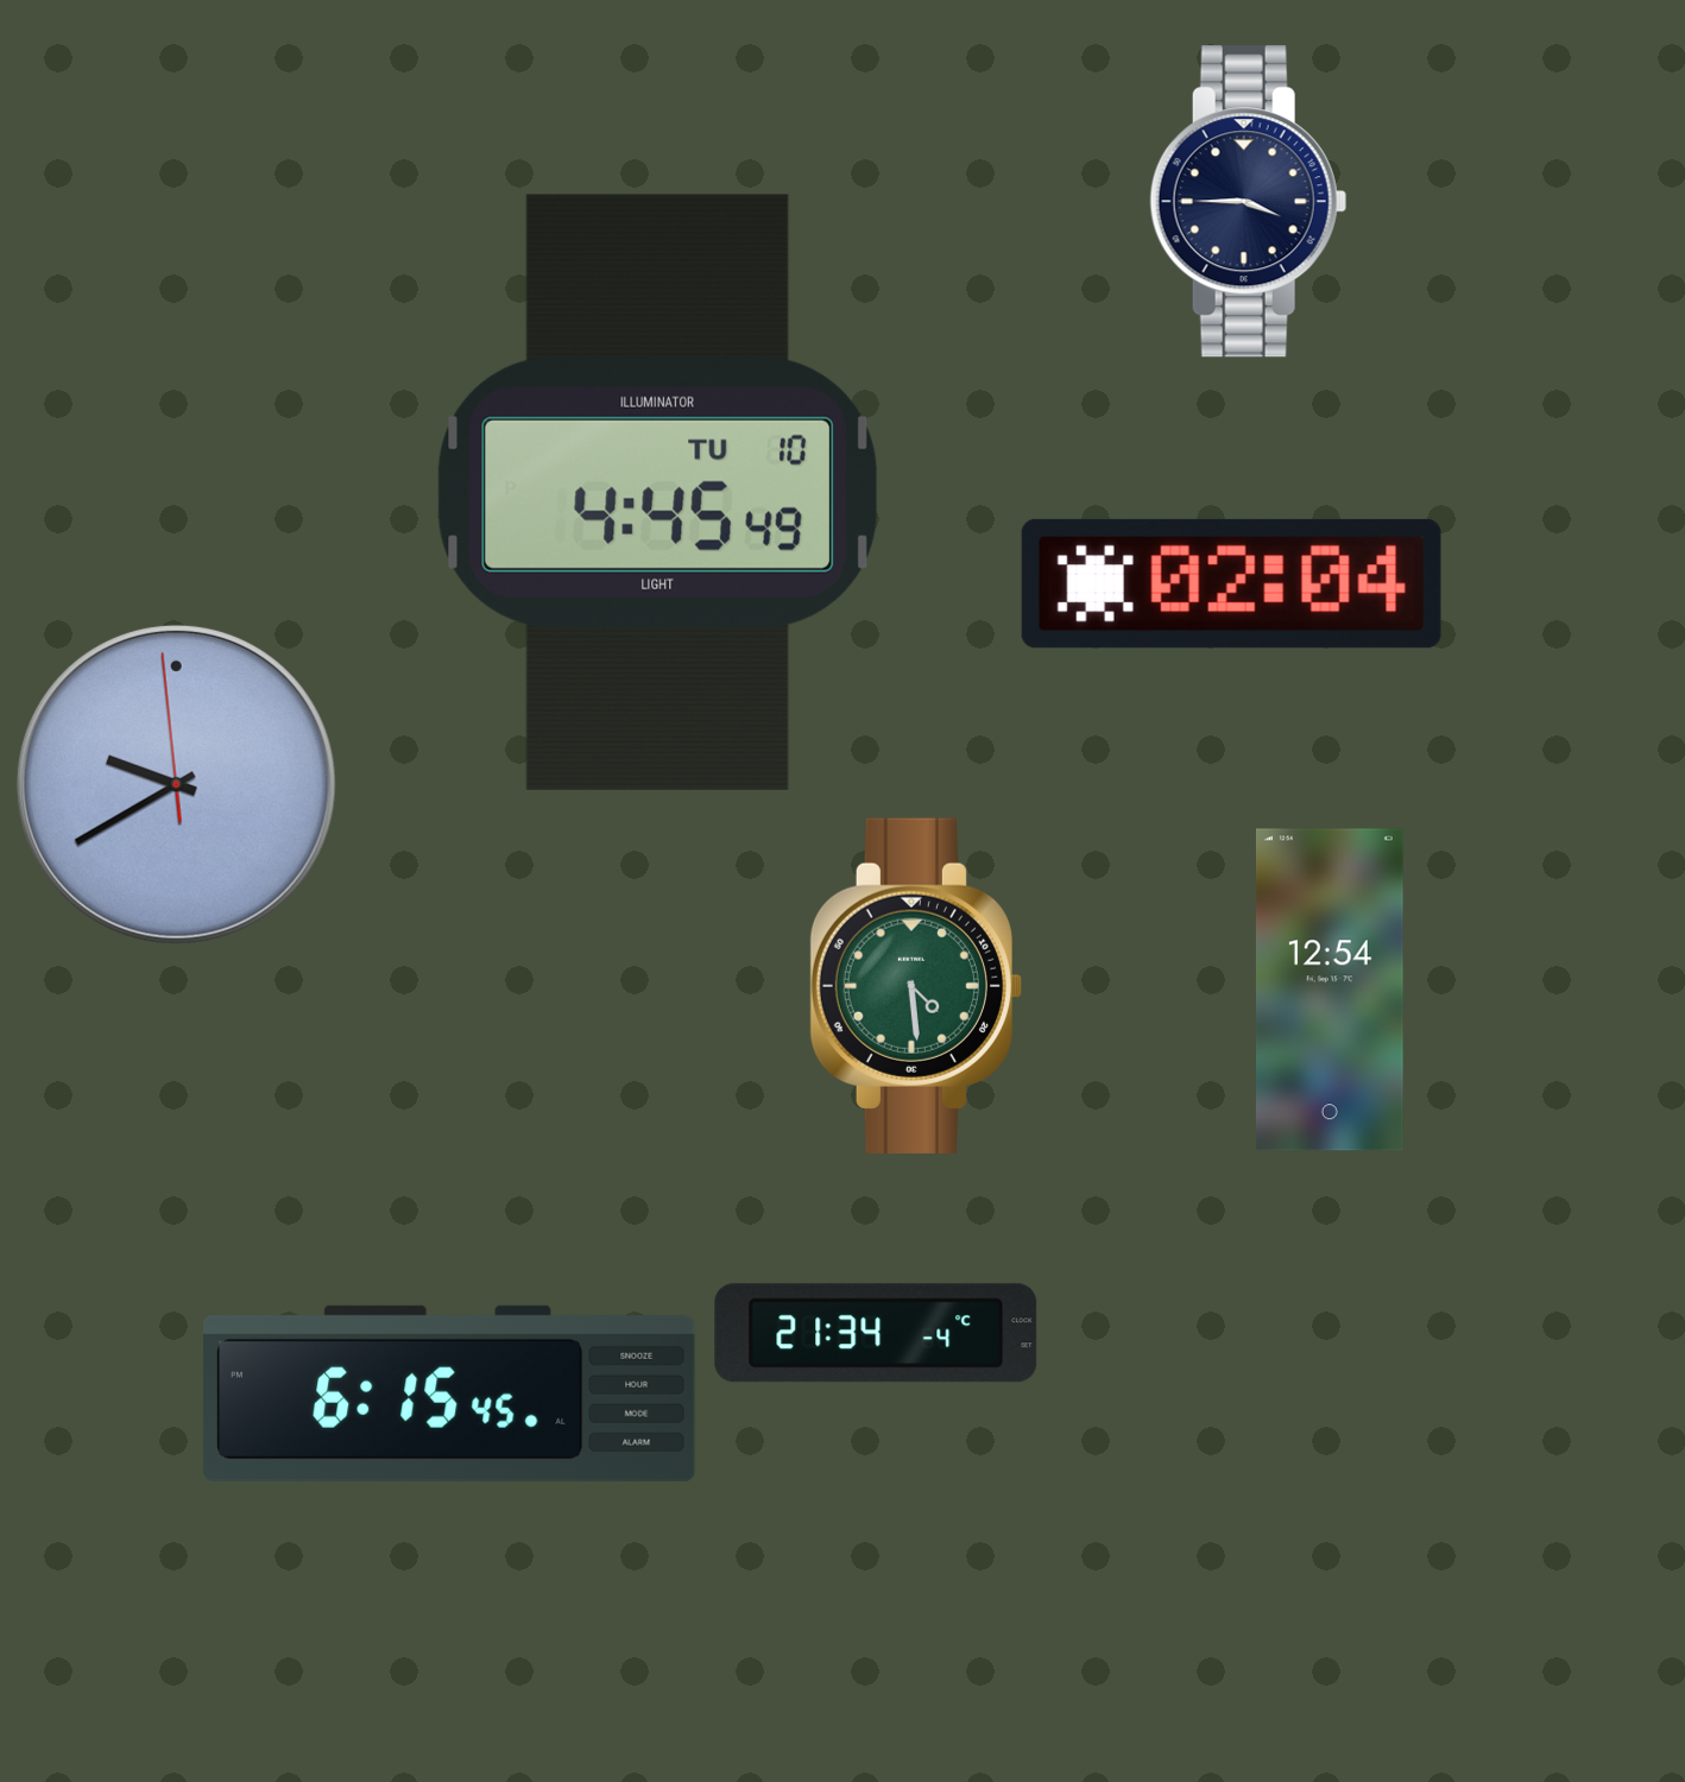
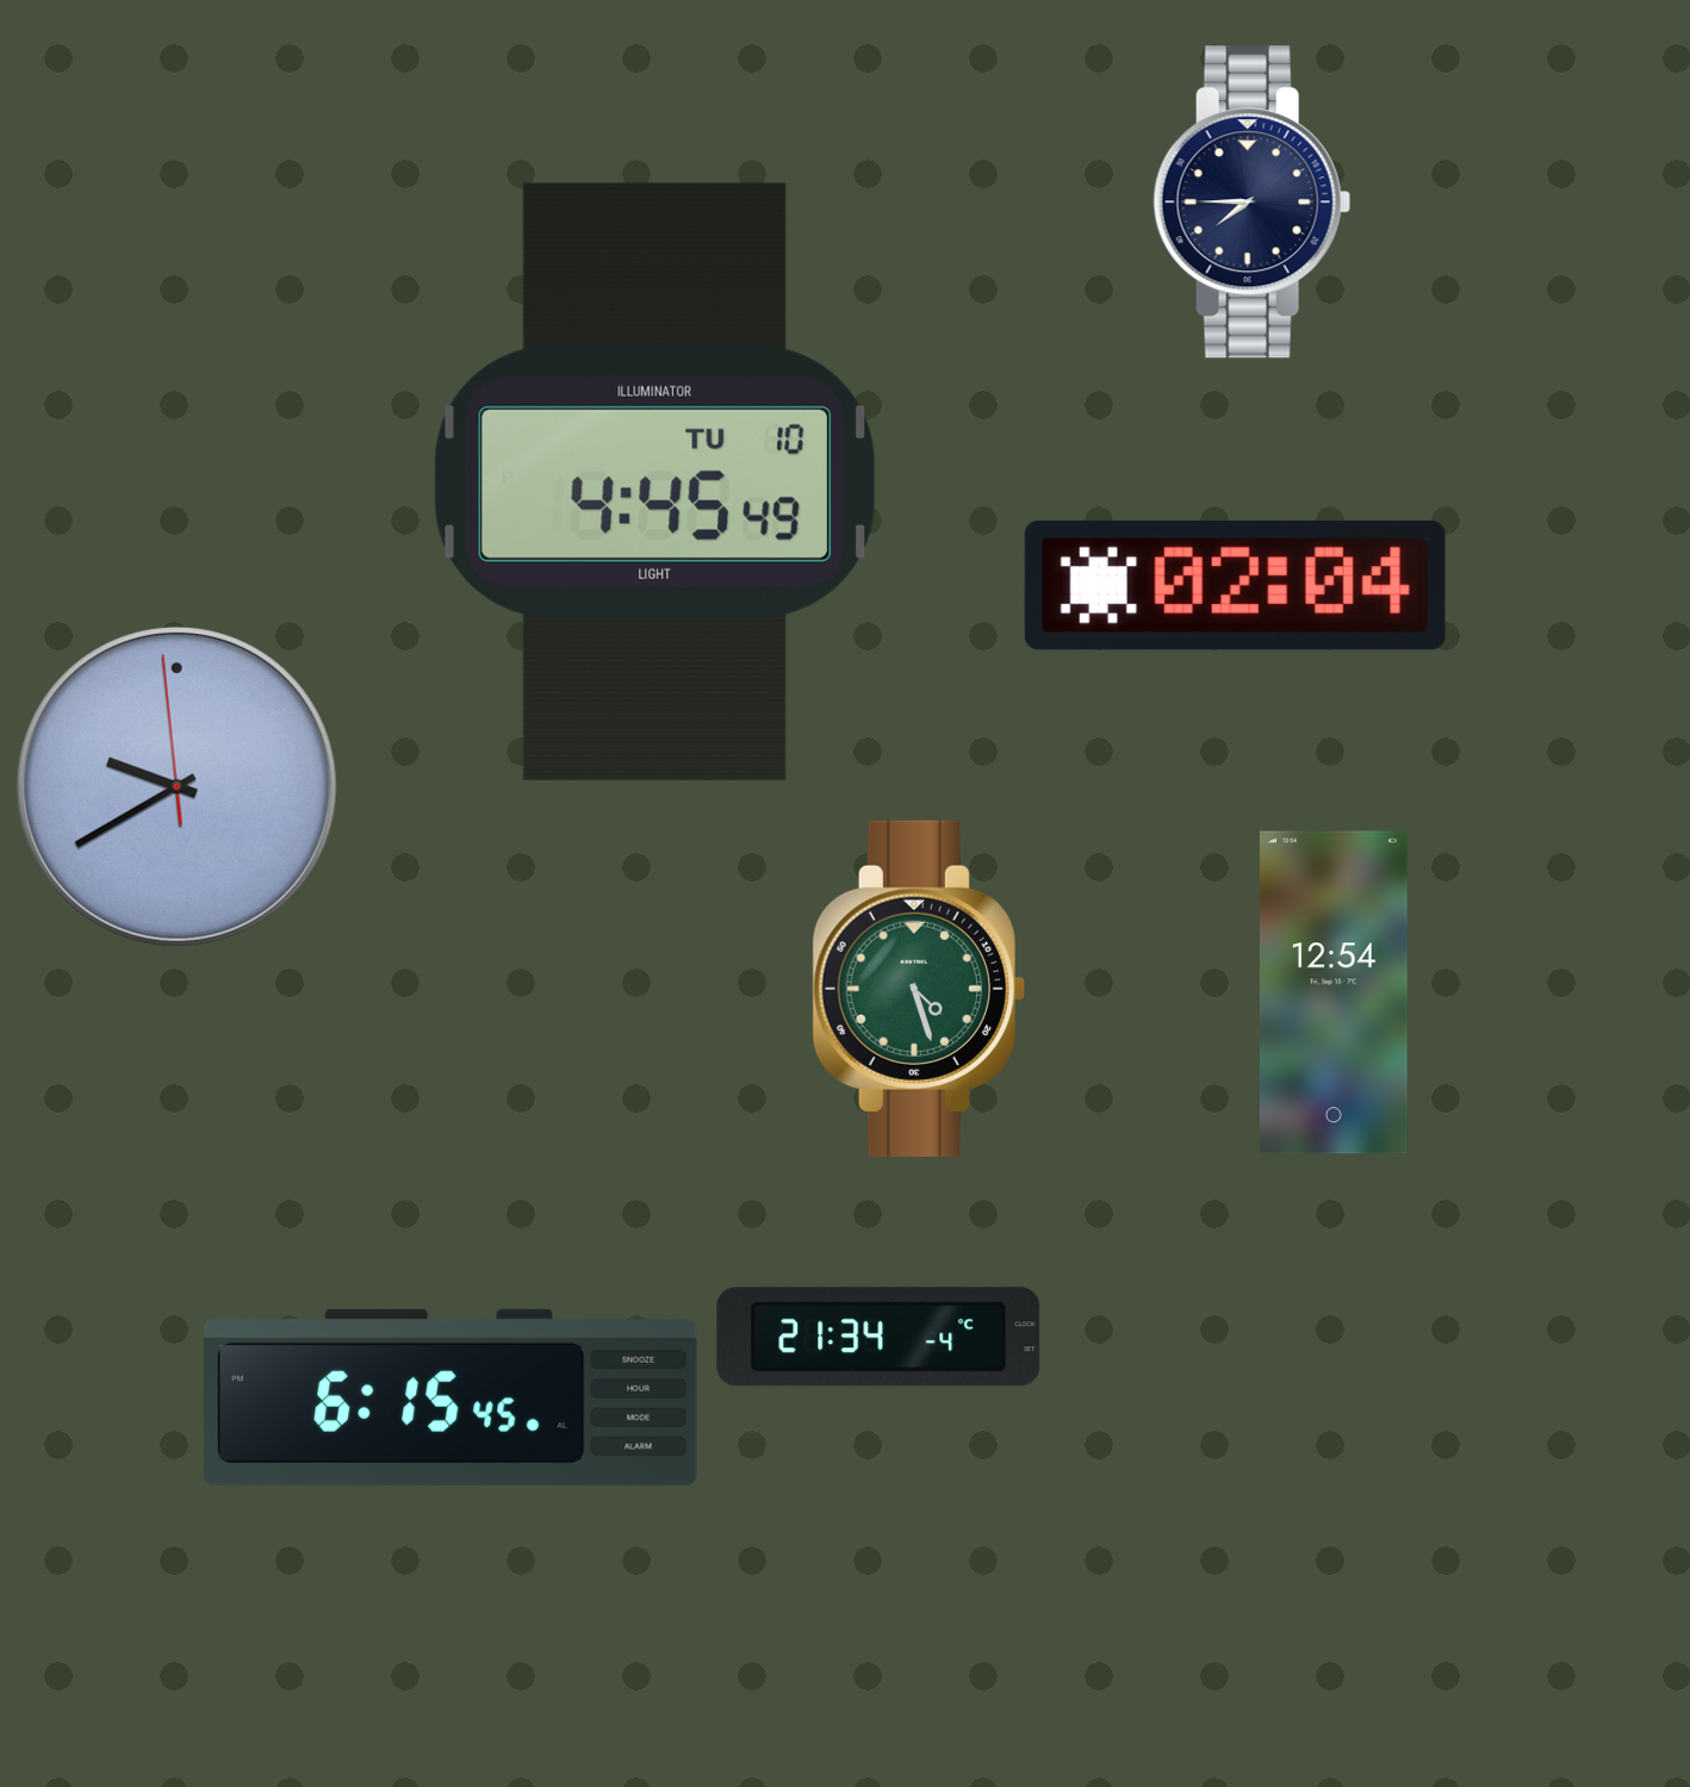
clock at (1248, 202): 3:45 -> 7:45
clock at (657, 492) position: (657, 492) -> (654, 481)
clock at (915, 986): 4:29 -> 4:27
